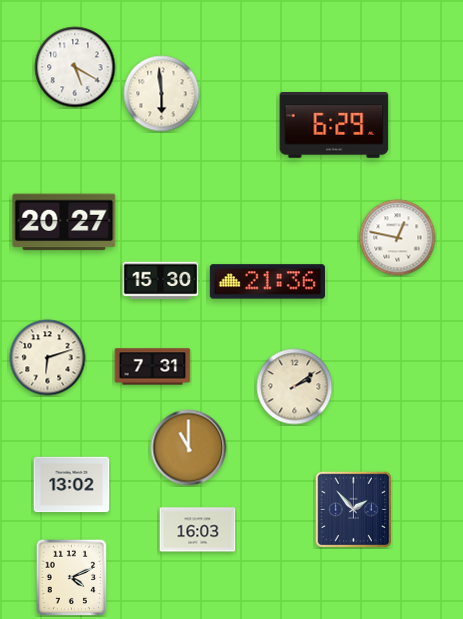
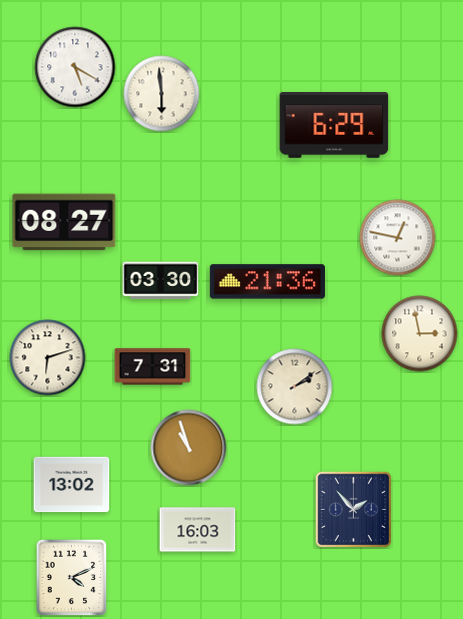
clock at (64, 222): 20:27 -> 08:27
clock at (161, 281): 15:30 -> 03:30
clock at (420, 334): none -> 2:58
clock at (189, 448): 11:00 -> 10:57
